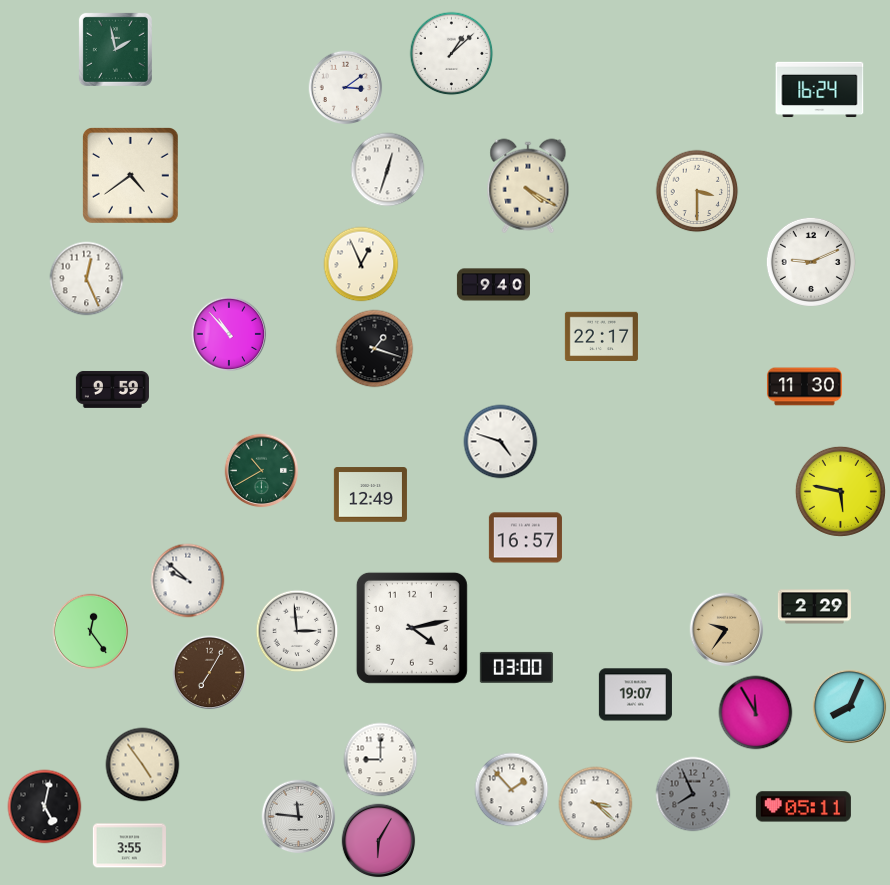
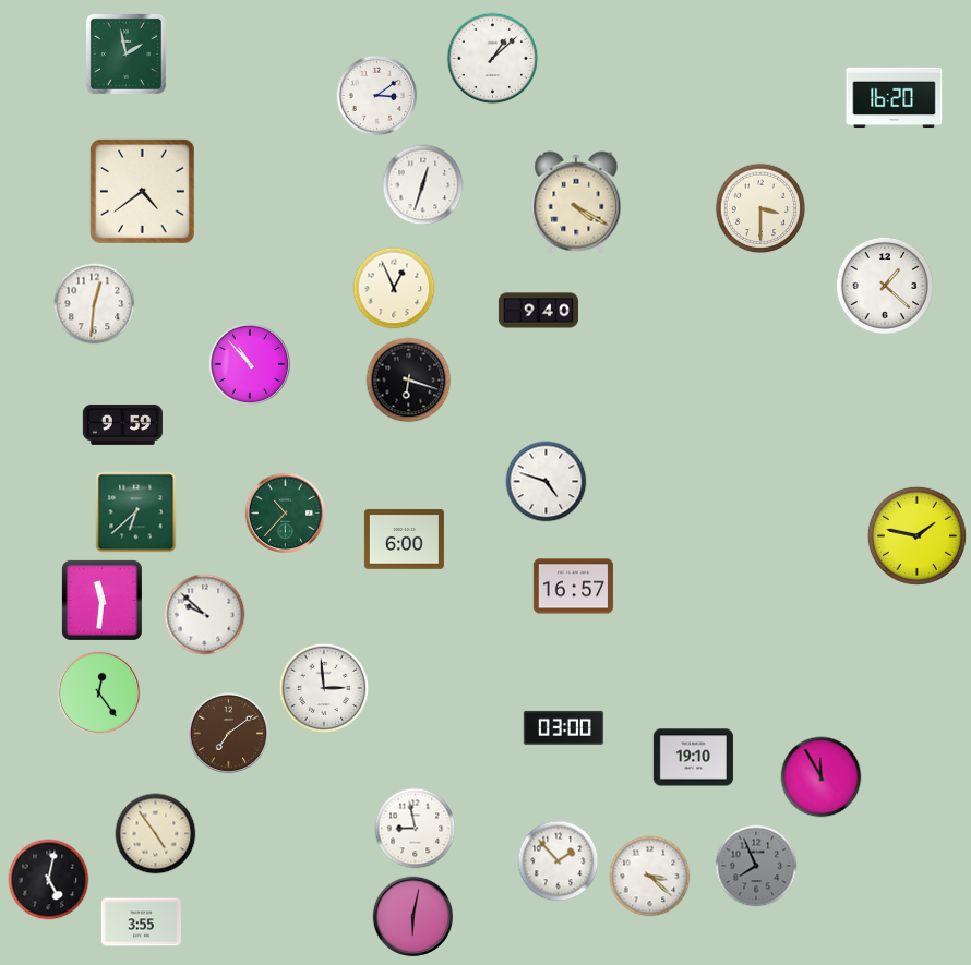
clock at (820, 90): 16:24 -> 16:20
clock at (811, 262): 9:11 -> 1:22
clock at (87, 279): 12:26 -> 12:31
clock at (601, 336): 22:17 -> none
clock at (375, 349): 1:18 -> 6:18
clock at (804, 387): 11:30 -> none
clock at (136, 512): none -> 6:38
clock at (262, 471): 10:40 -> 10:37
clock at (840, 491): 5:47 -> 1:47
clock at (370, 495): 12:49 -> 6:00
clock at (101, 600): none -> 11:31
clock at (188, 581) position: (188, 581) -> (205, 615)
clock at (814, 607): 2:29 -> none
clock at (412, 628): 4:13 -> none
clock at (727, 630): 9:36 -> none
clock at (91, 632) position: (91, 632) -> (99, 693)
clock at (210, 673): 7:05 -> 7:09
clock at (635, 695): 19:07 -> 19:10
clock at (850, 707): 8:04 -> none
clock at (756, 713) position: (756, 713) -> (822, 777)
clock at (381, 760): 9:00 -> 8:58
clock at (803, 807): 05:11 -> none
clock at (299, 817): 11:46 -> none
clock at (379, 841): 6:05 -> 6:02
